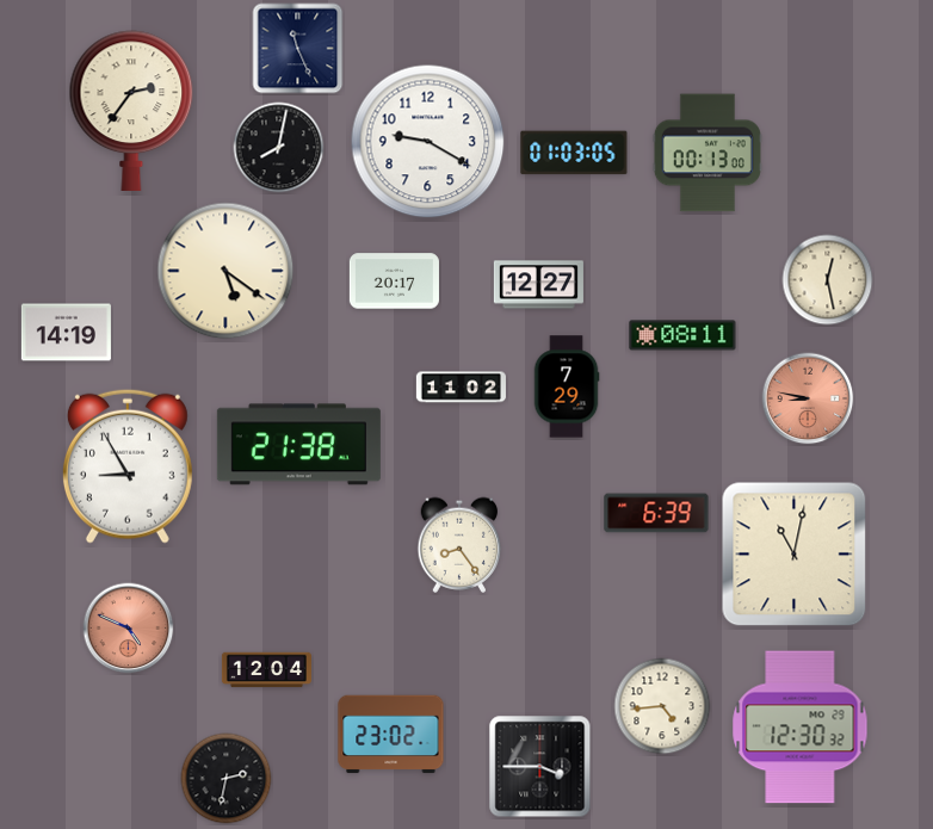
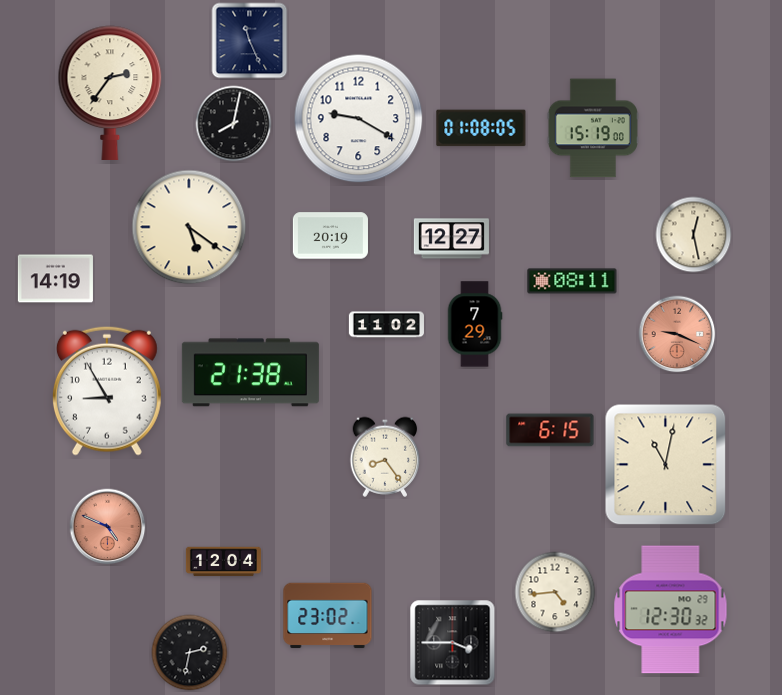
clock at (574, 153): 01:03 -> 01:08
clock at (708, 153): 00:13 -> 15:19
clock at (394, 282): 20:17 -> 20:19
clock at (808, 398): 8:47 -> 9:19
clock at (656, 513): 6:39 -> 6:15
